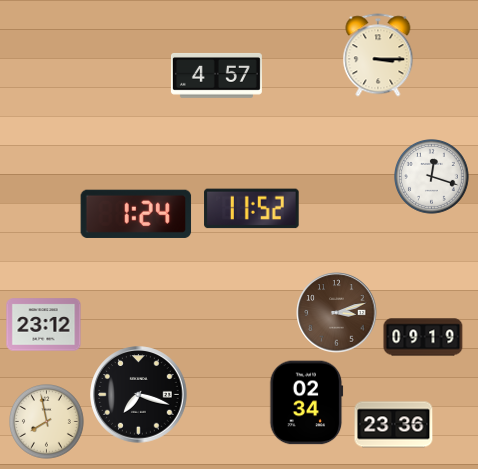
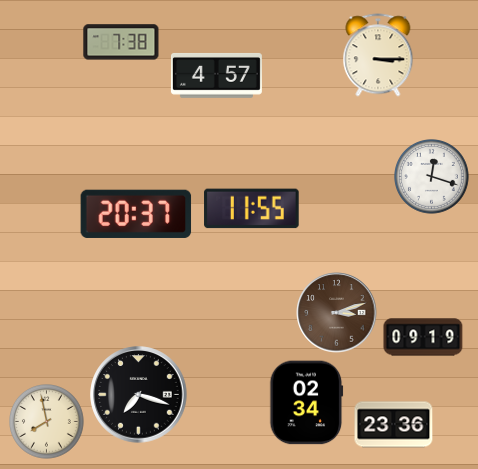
clock at (121, 42): none -> 7:38
clock at (252, 209): 11:52 -> 11:55
clock at (136, 214): 1:24 -> 20:37
clock at (44, 325): 23:12 -> none
